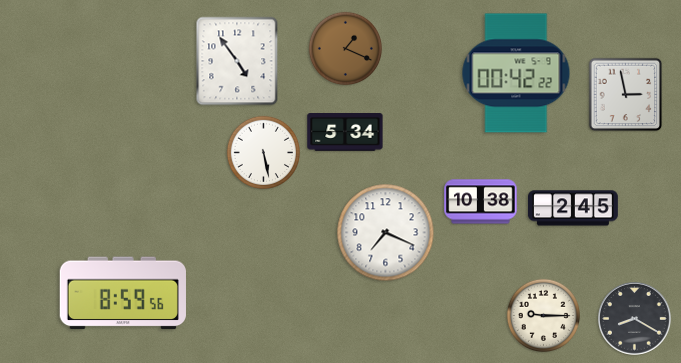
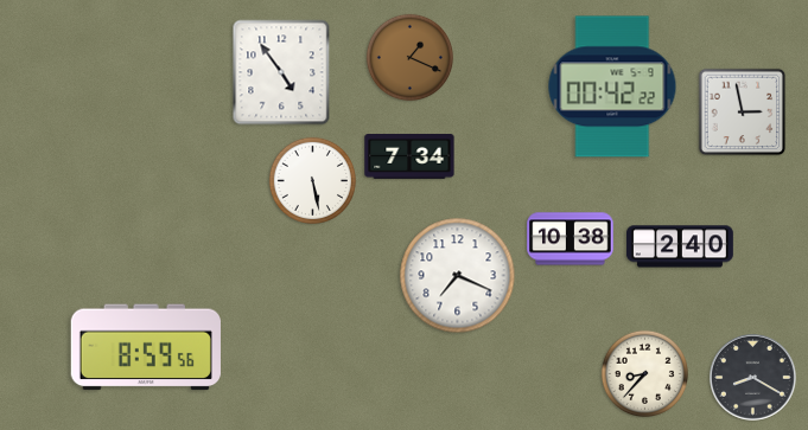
clock at (345, 133): 5:34 -> 7:34
clock at (573, 208): 2:45 -> 2:40
clock at (543, 315): 9:15 -> 8:37
